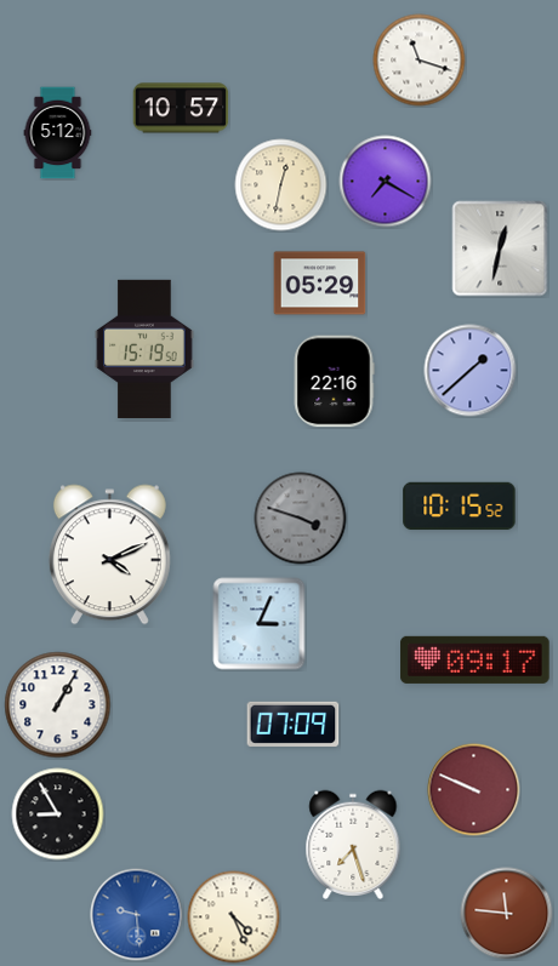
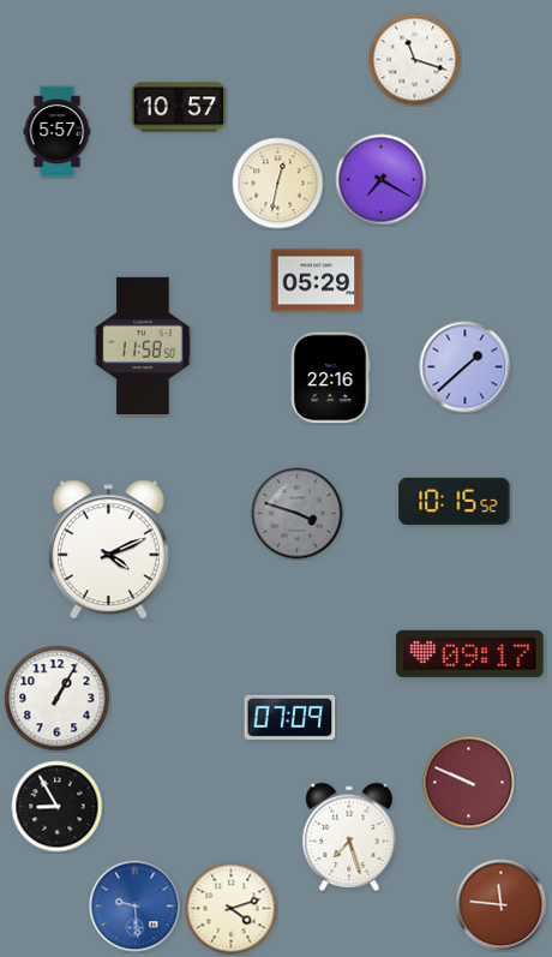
clock at (58, 133): 5:12 -> 5:57
clock at (500, 248): 12:32 -> none
clock at (144, 348): 15:19 -> 11:58
clock at (260, 624): 3:04 -> none
clock at (234, 918): 4:26 -> 4:12
